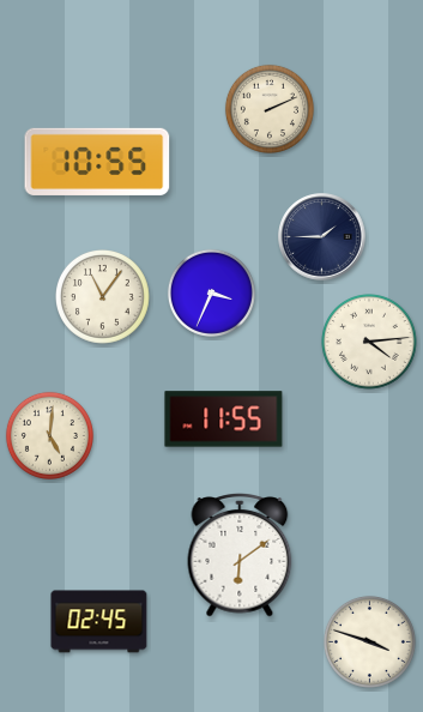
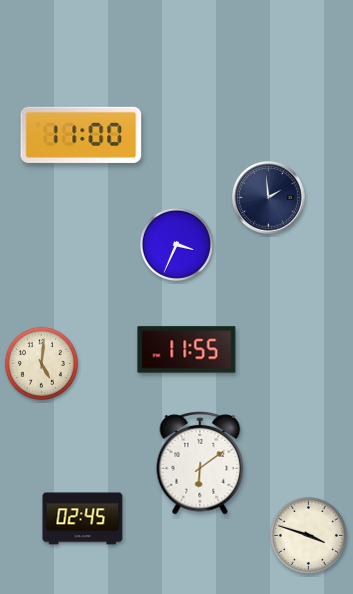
clock at (270, 109): 2:11 -> none
clock at (97, 162): 10:55 -> 11:00
clock at (322, 237): 1:45 -> 1:59
clock at (103, 297): 11:06 -> none
clock at (370, 343): 4:14 -> none
